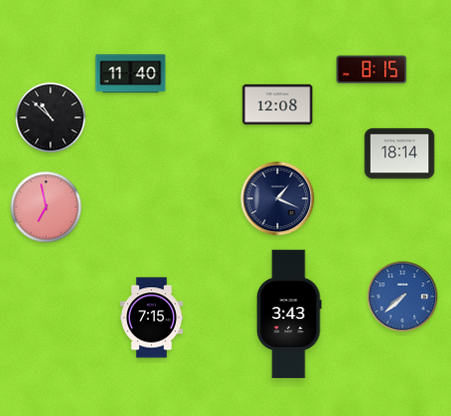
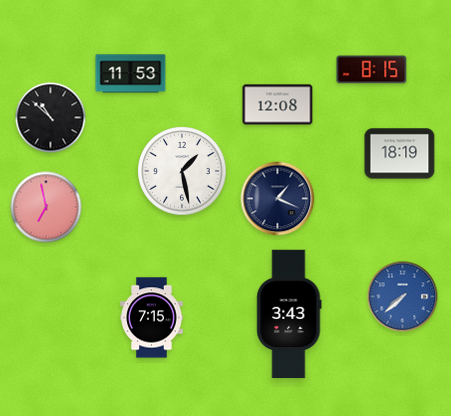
clock at (131, 74): 11:40 -> 11:53
clock at (400, 154): 18:14 -> 18:19
clock at (182, 171): none -> 1:28
